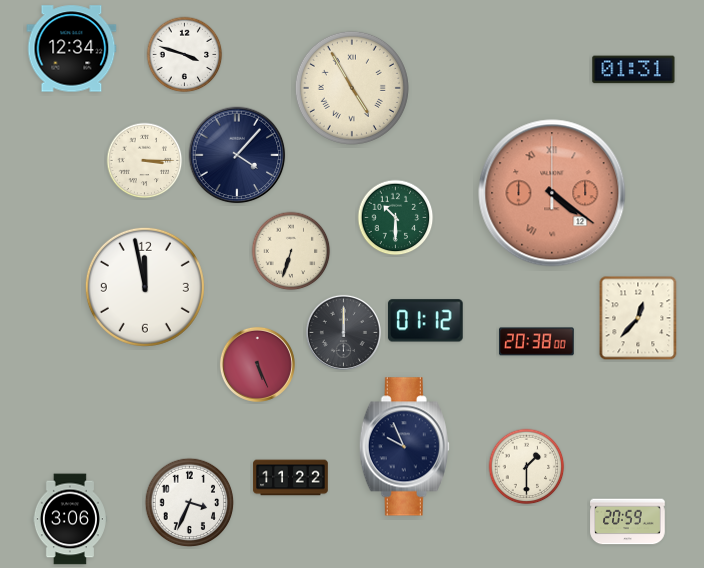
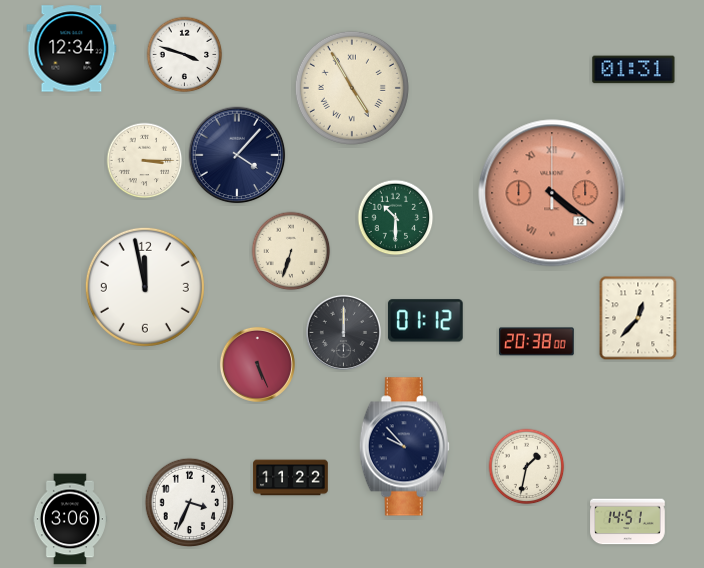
clock at (404, 447): 9:56 -> 9:53
clock at (527, 467): 1:30 -> 1:32
clock at (628, 522): 20:59 -> 14:51
